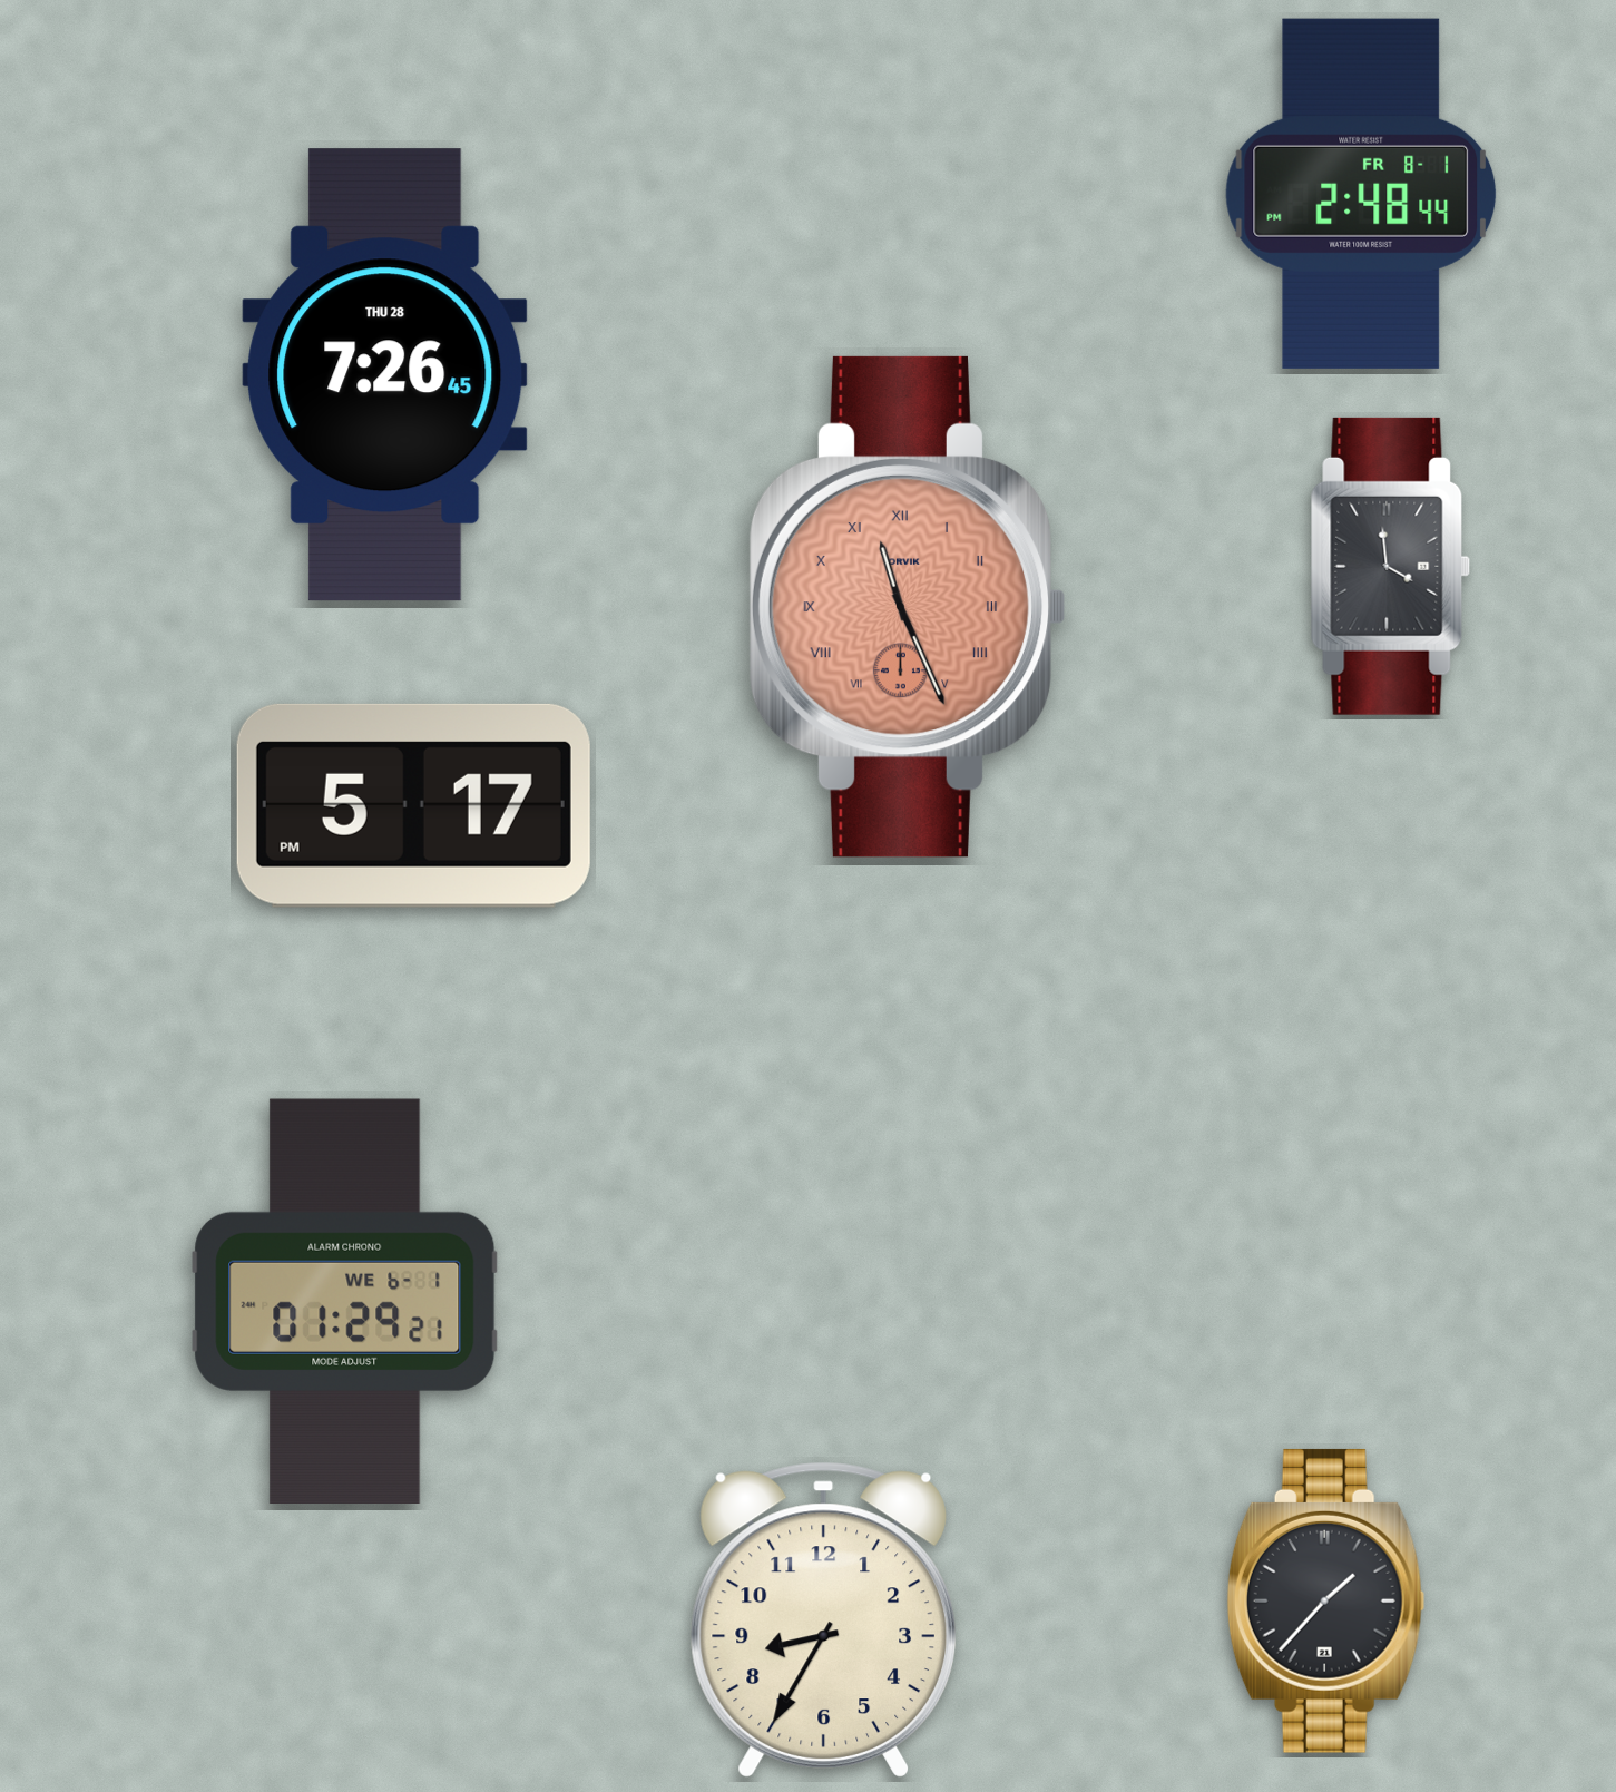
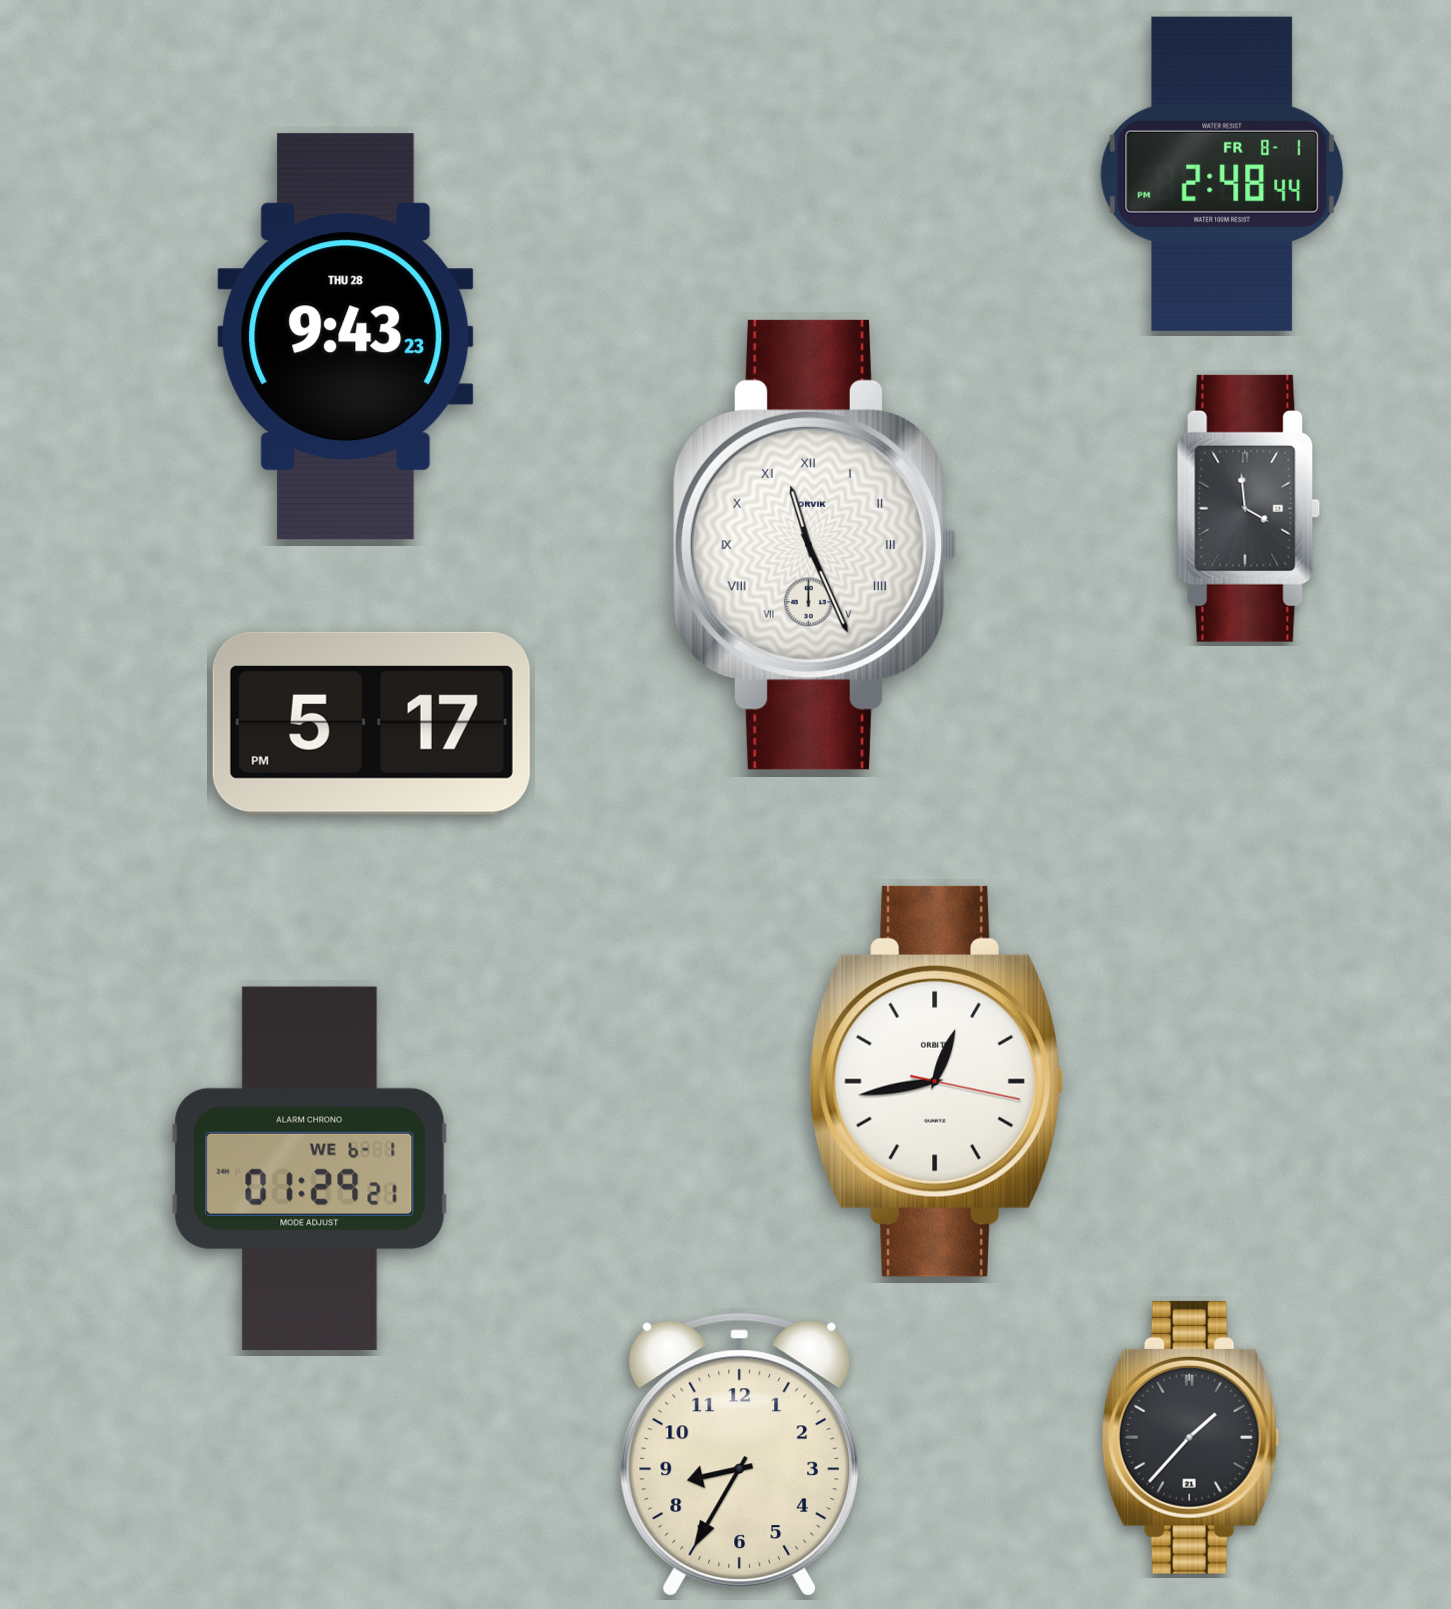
clock at (385, 375): 7:26 -> 9:43
clock at (908, 607) dial: salmon -> white
clock at (936, 1081): none -> 12:43
